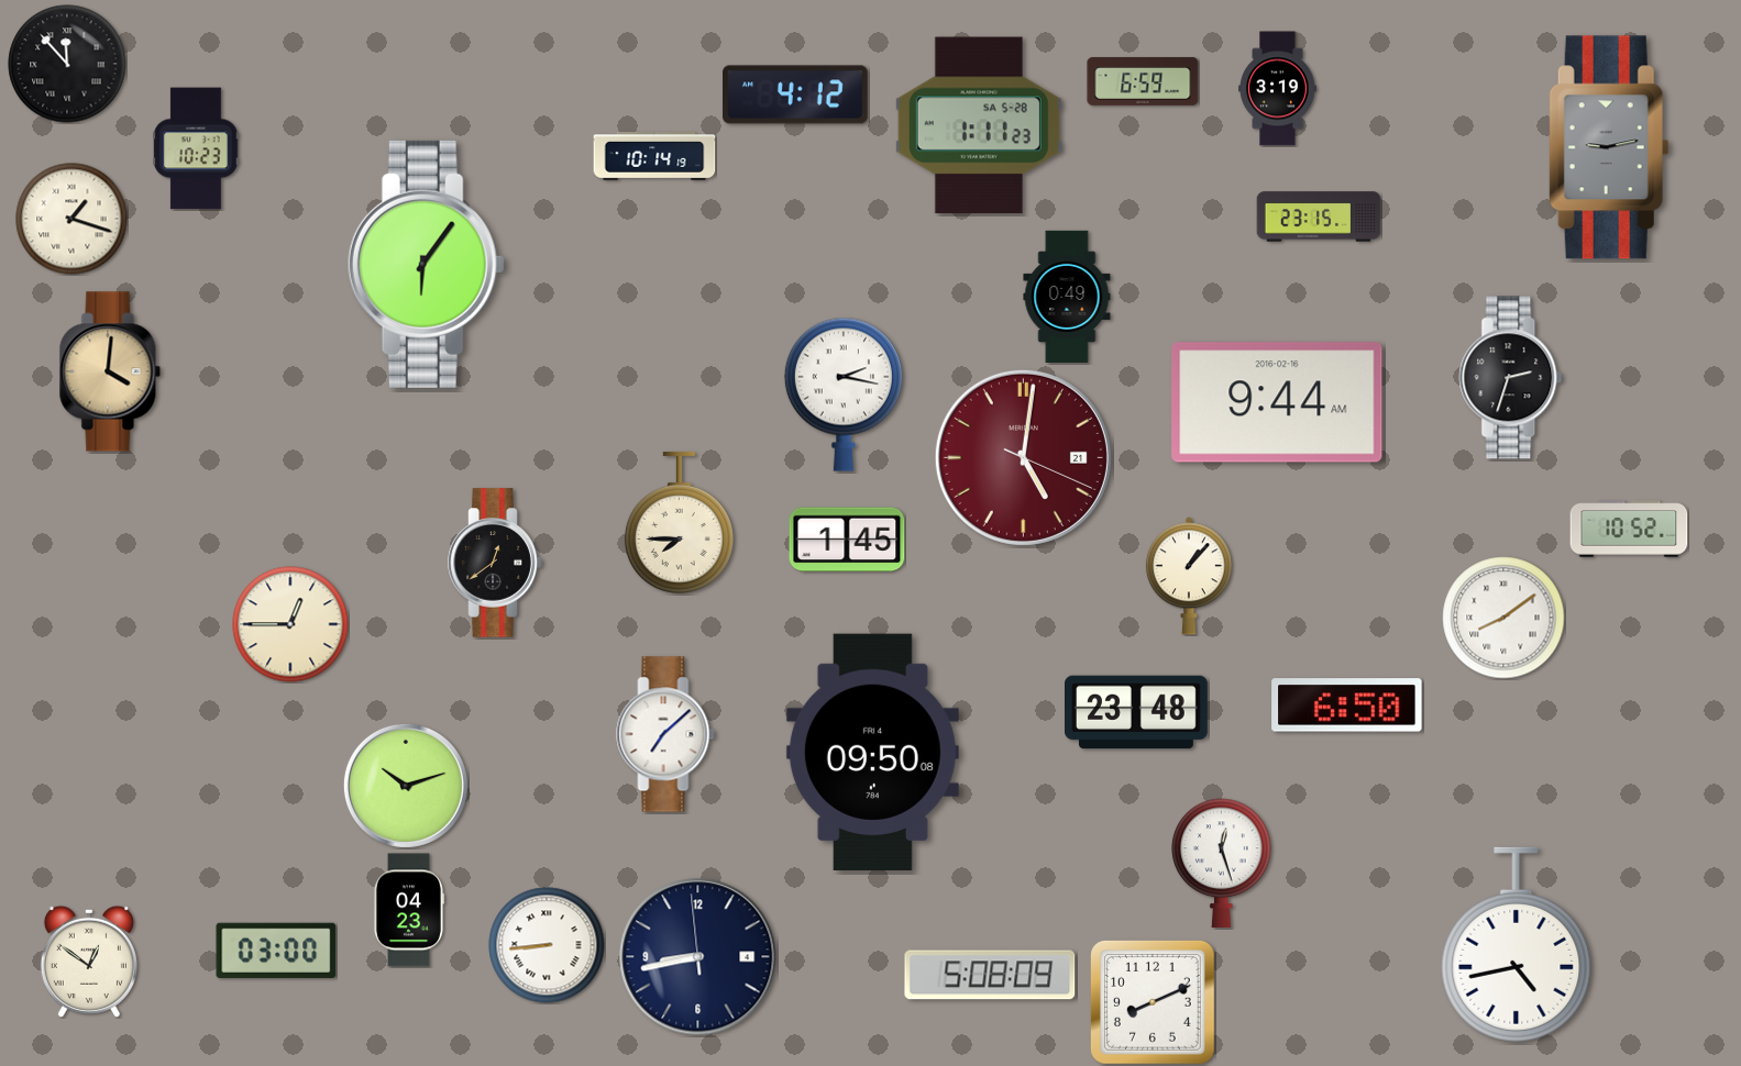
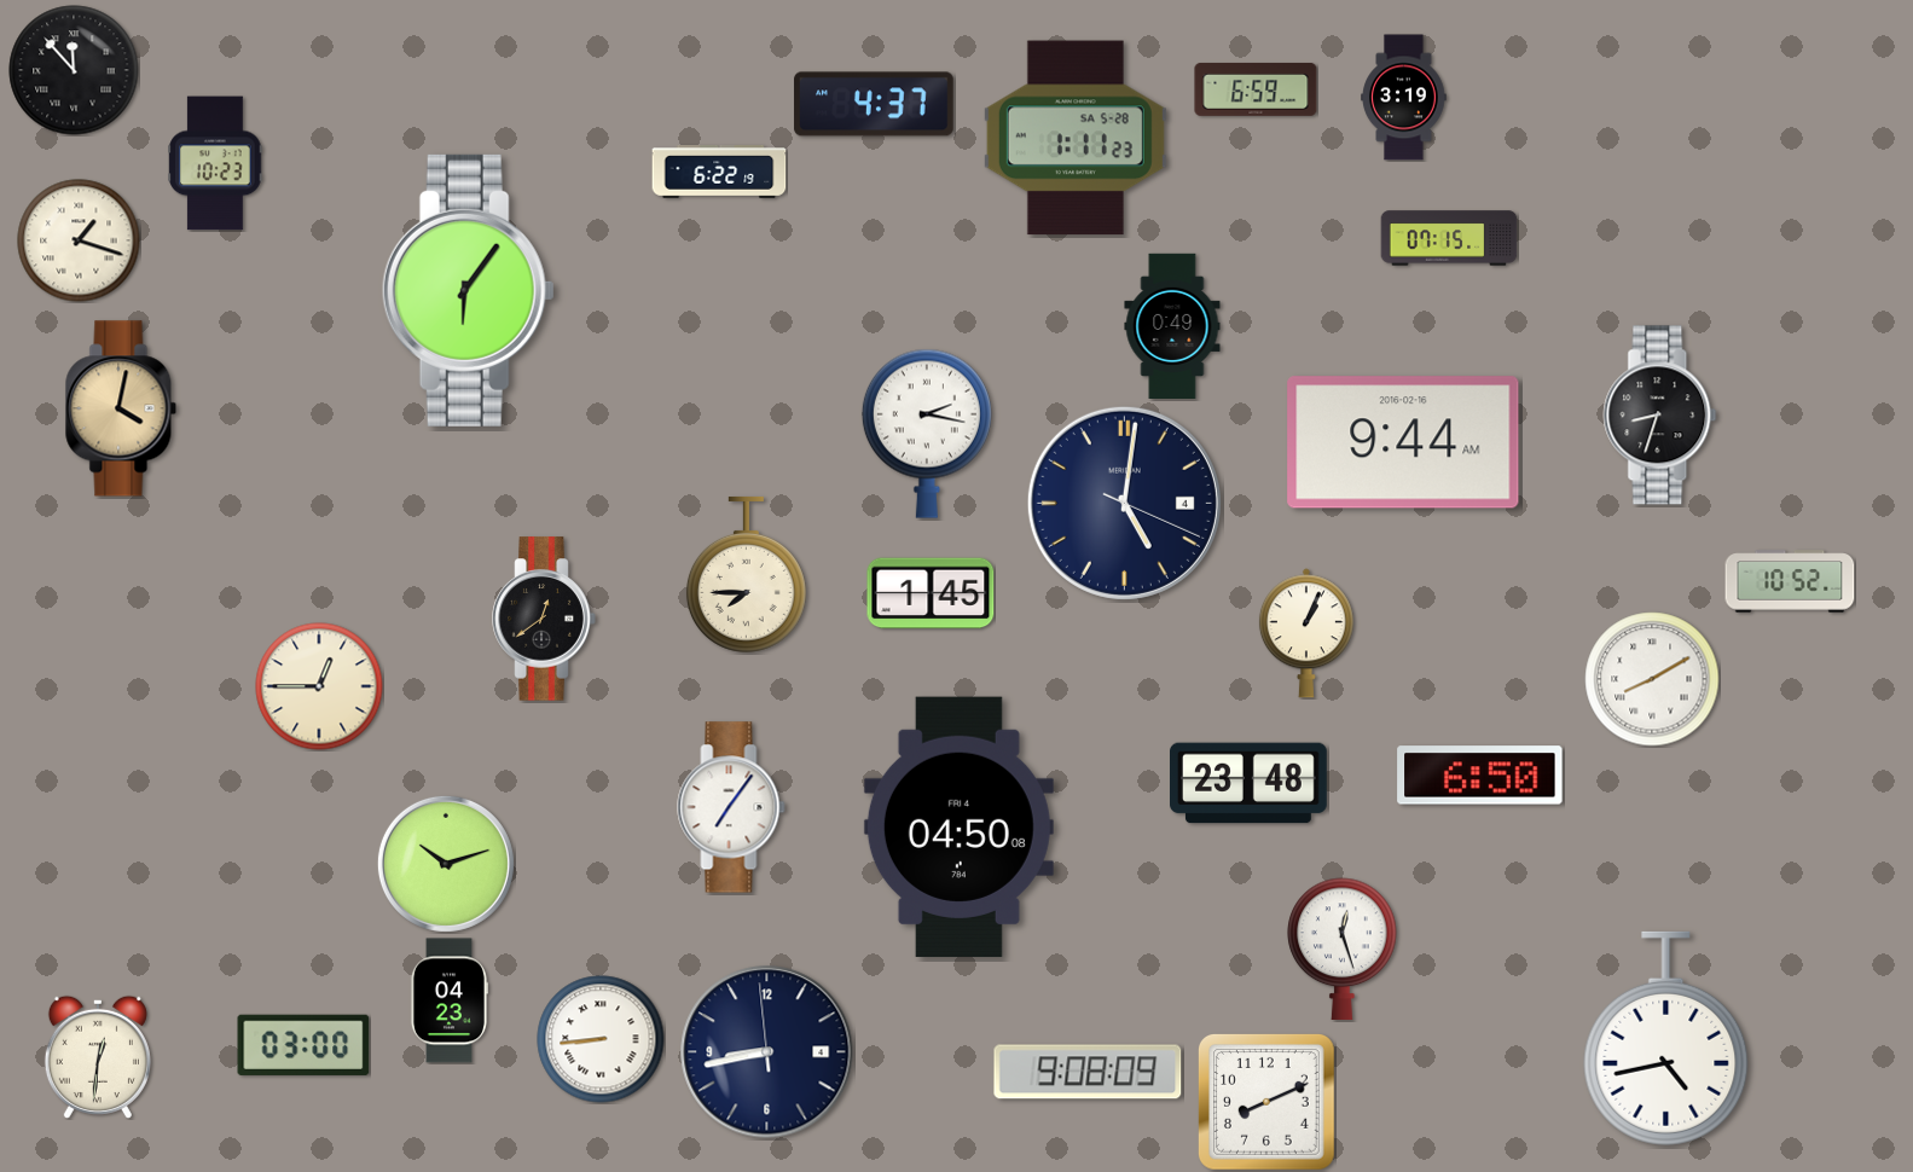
clock at (795, 95): 4:12 -> 4:37
clock at (1609, 147): 9:13 -> none
clock at (654, 156): 10:14 -> 6:22
clock at (1319, 216): 23:15 -> 07:15
clock at (110, 371): 4:01 -> 4:02
clock at (1511, 378): 2:33 -> 8:33
clock at (1023, 457) date: 21 -> 4
clock at (1023, 457) dial: burgundy -> navy
clock at (1189, 576): 1:07 -> 1:04
clock at (1503, 618): 8:09 -> 8:10
clock at (665, 734): 7:08 -> 7:06
clock at (872, 752): 09:50 -> 04:50
clock at (89, 962): 12:51 -> 12:31
clock at (990, 975): 5:08 -> 9:08
